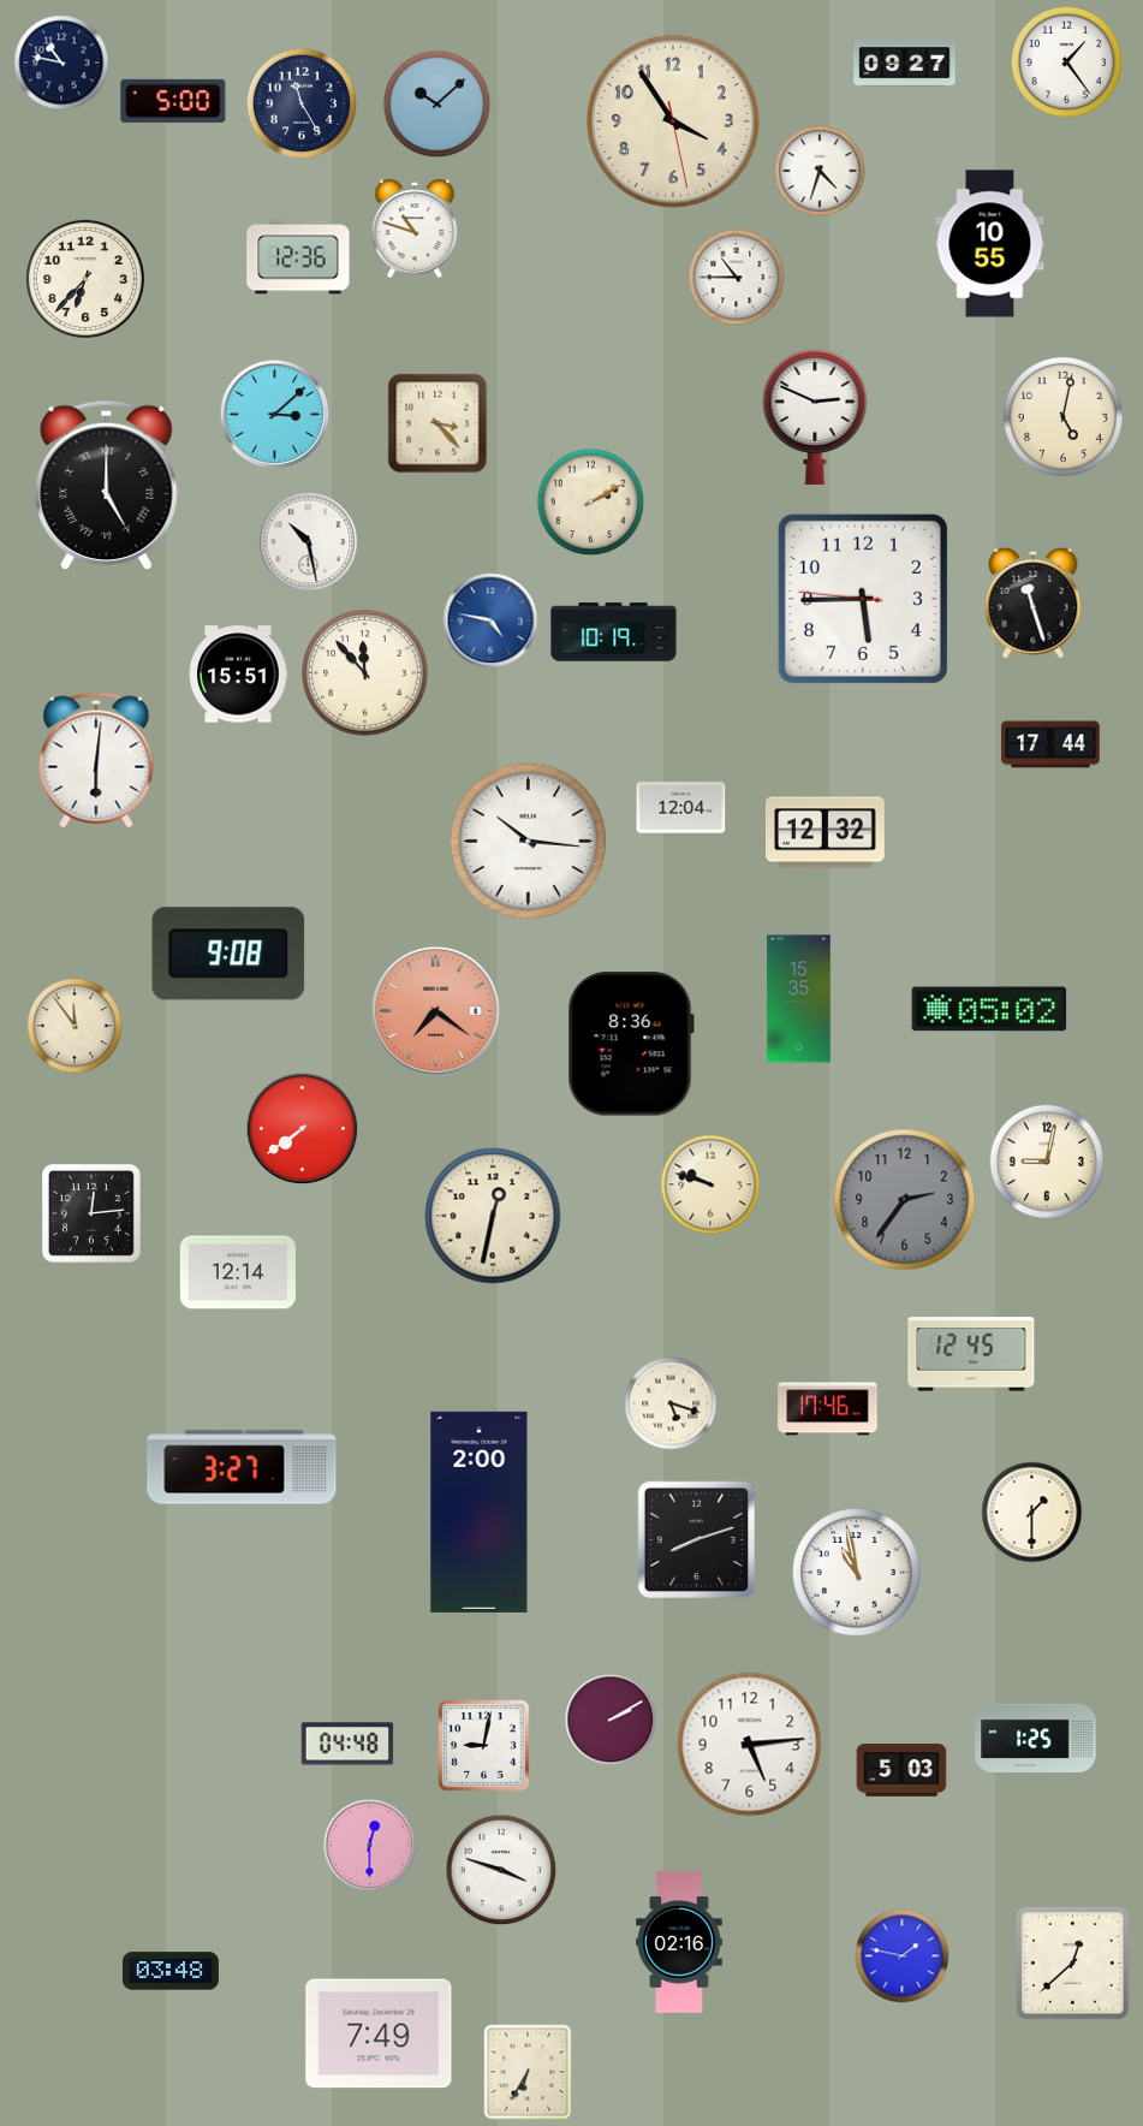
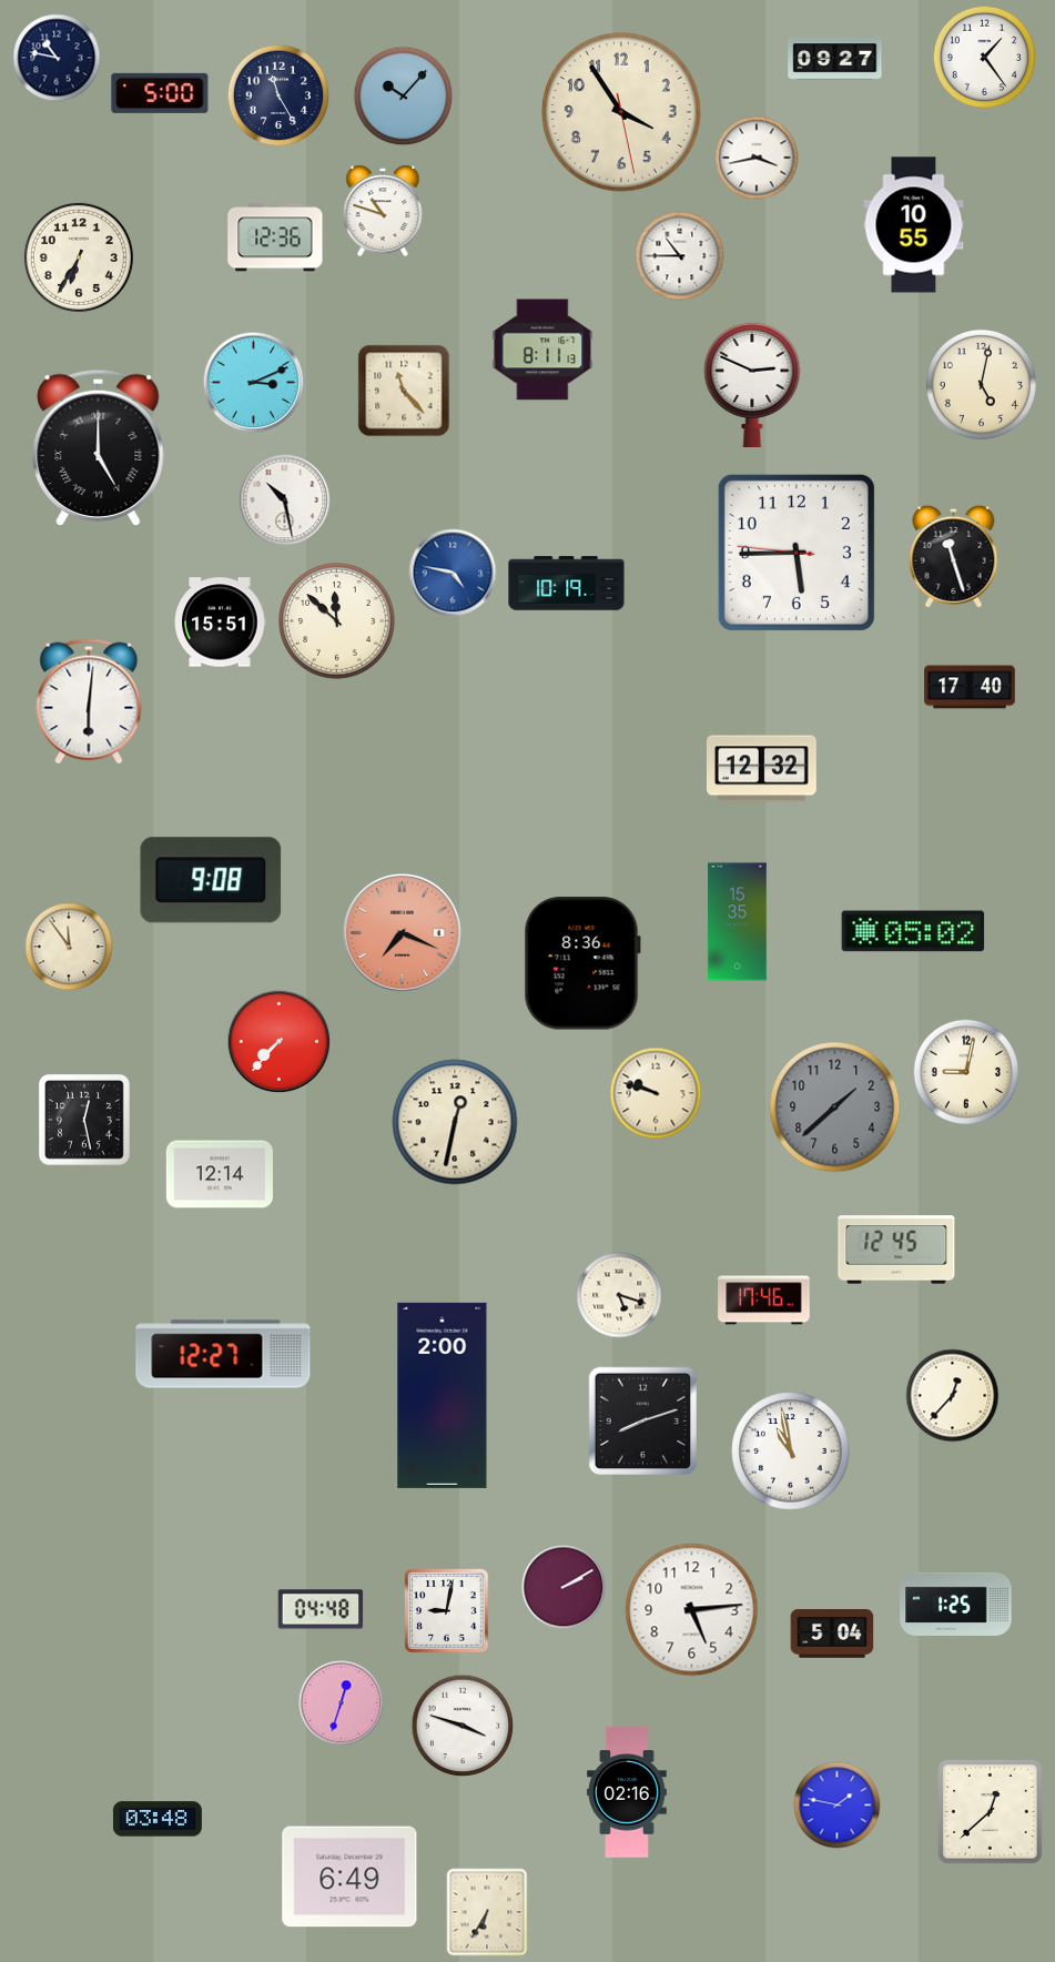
clock at (437, 105): 10:08 -> 10:07
clock at (820, 171): 4:33 -> 3:43
clock at (85, 279): 6:37 -> 6:35
clock at (542, 350): none -> 8:11
clock at (275, 415): 3:08 -> 3:11
clock at (437, 423): 3:23 -> 11:23
clock at (591, 503): 2:10 -> none
clock at (365, 673): 11:53 -> 11:52
clock at (1050, 744): 17:44 -> 17:40
clock at (681, 808): 12:04 -> none
clock at (529, 842): 10:16 -> none
clock at (435, 1010): 7:21 -> 7:19
clock at (303, 1129): 7:39 -> 7:37
clock at (905, 1200): 2:36 -> 1:38
clock at (91, 1213): 12:14 -> 12:28
clock at (242, 1467): 3:27 -> 12:27
clock at (1032, 1513): 1:30 -> 12:37
clock at (901, 1771): 5:03 -> 5:04
clock at (370, 1846): 12:30 -> 12:33
clock at (903, 1956) position: (903, 1956) -> (838, 1806)
clock at (379, 2033): 7:49 -> 6:49
